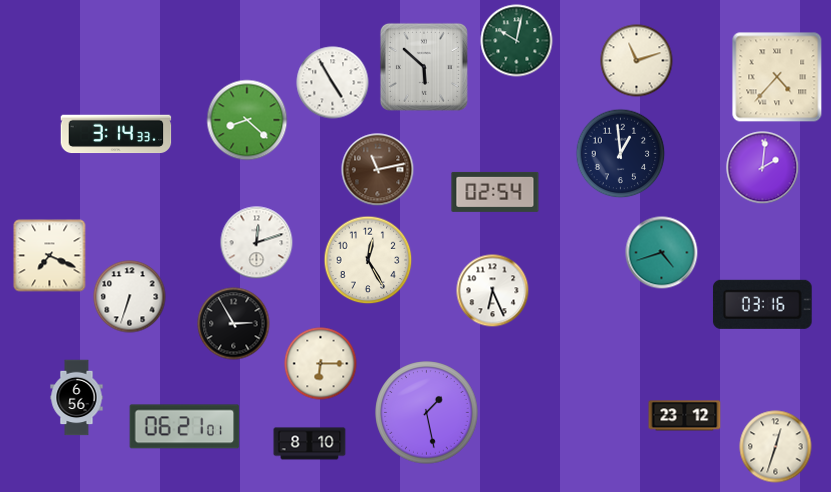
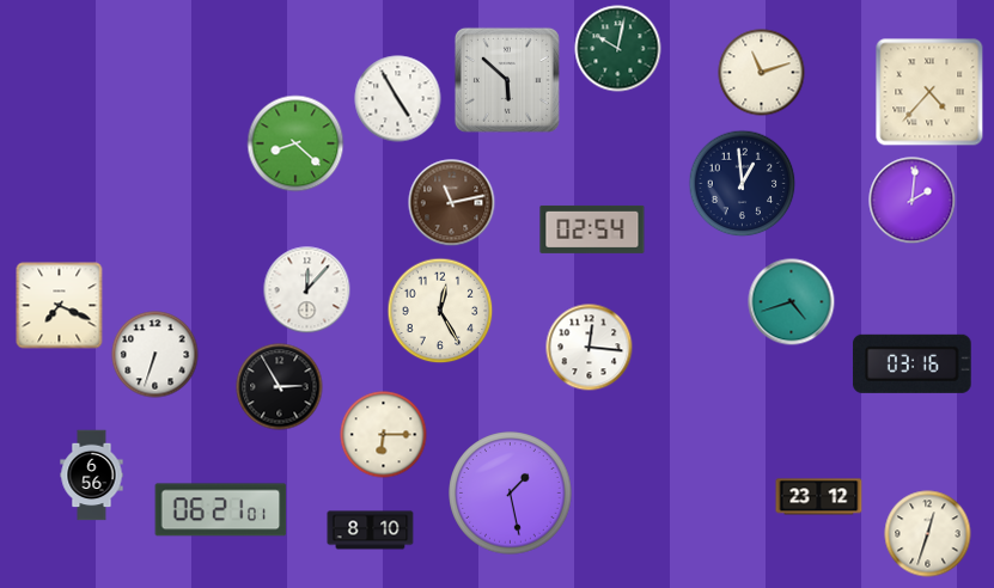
clock at (116, 134): 3:14 -> none
clock at (257, 243): 12:12 -> 12:07
clock at (493, 291): 6:26 -> 12:16
